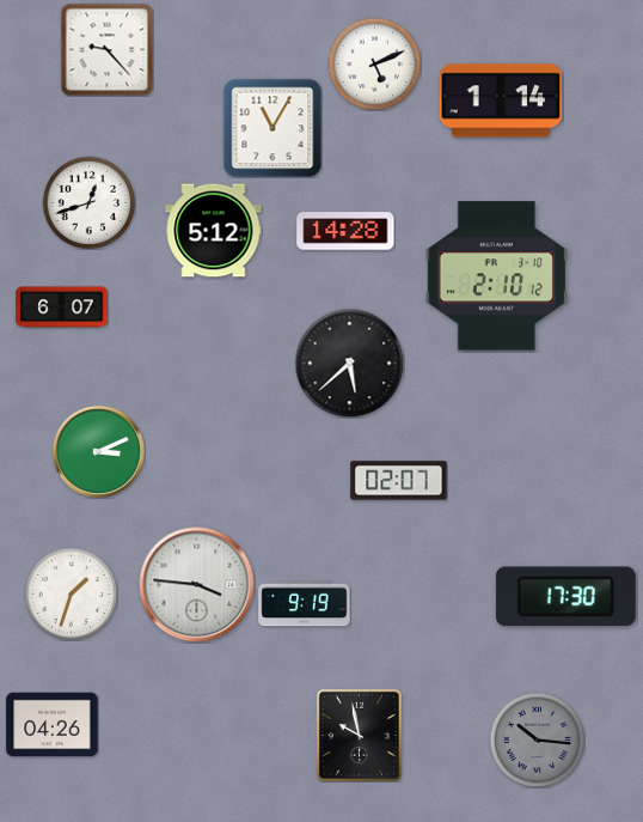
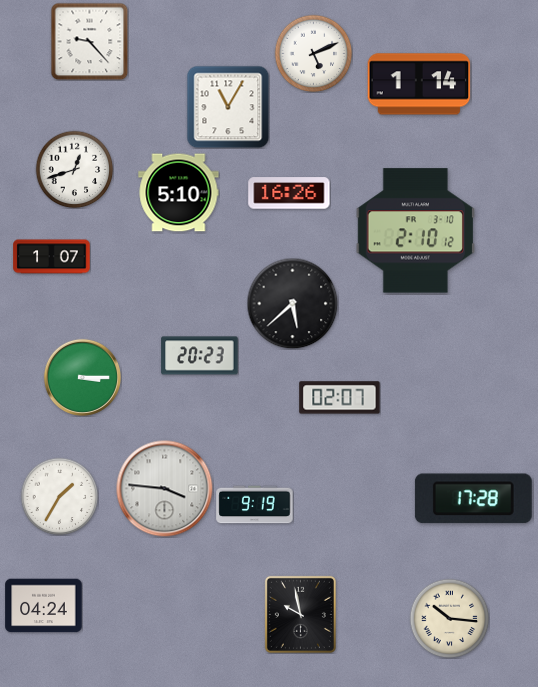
clock at (214, 231): 5:12 -> 5:10
clock at (345, 231): 14:28 -> 16:26
clock at (62, 308): 6:07 -> 1:07
clock at (200, 356): none -> 20:23
clock at (98, 451): 3:11 -> 3:15
clock at (399, 481) position: (399, 481) -> (340, 398)
clock at (71, 593): 1:33 -> 1:35
clock at (565, 597): 17:30 -> 17:28
clock at (53, 725): 04:26 -> 04:24
clock at (537, 739) dial: grey -> cream
